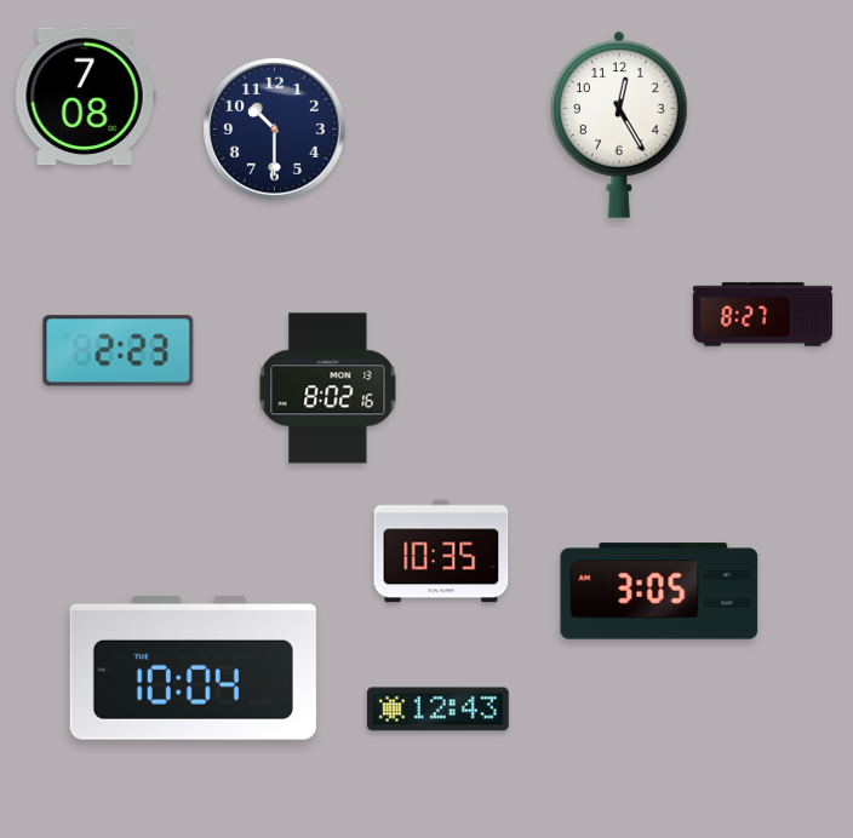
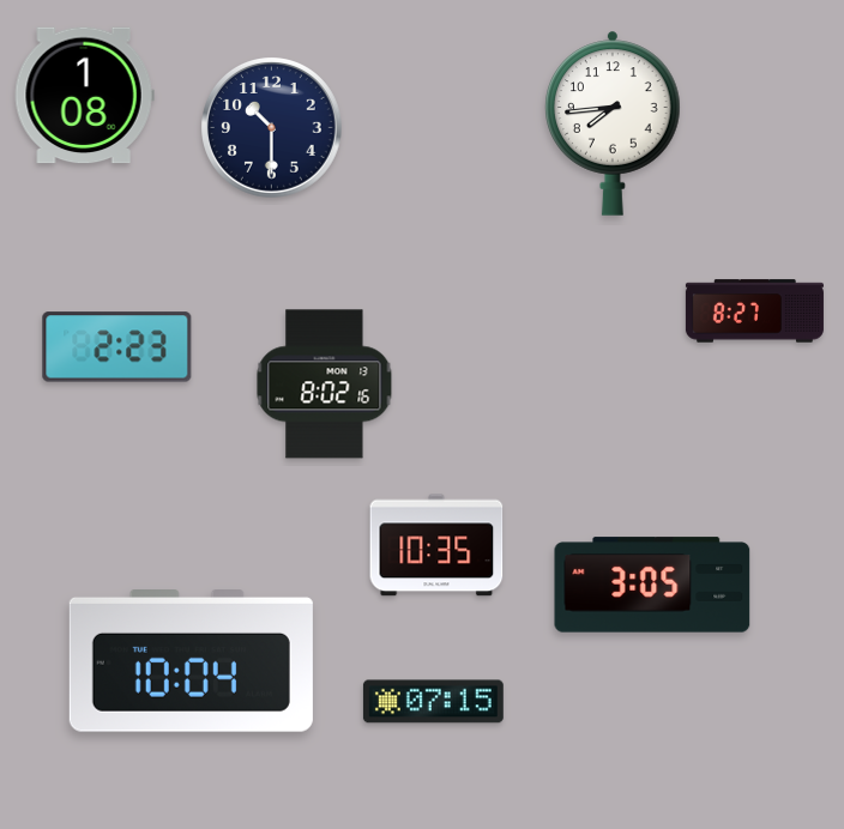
clock at (85, 97): 7:08 -> 1:08
clock at (619, 125): 12:25 -> 7:44
clock at (437, 710): 12:43 -> 07:15
